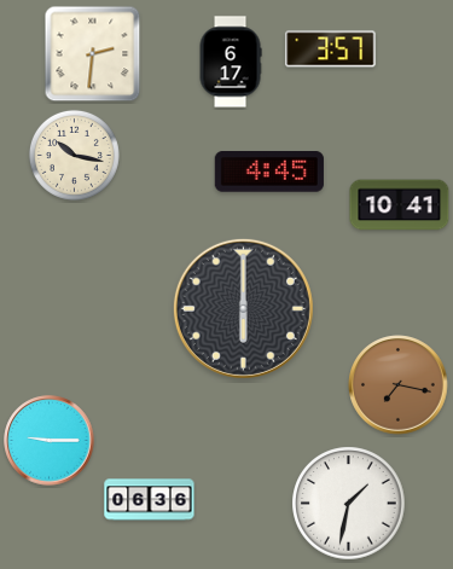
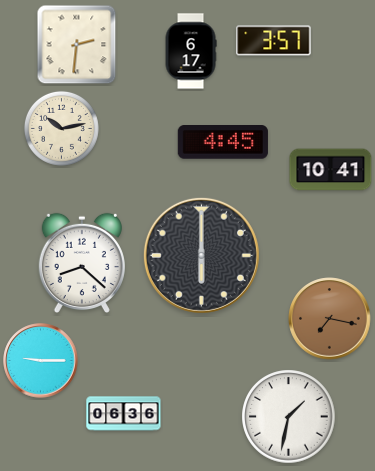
clock at (74, 155): 10:17 -> 10:13
clock at (82, 263): none -> 8:22
clock at (50, 441) position: (50, 441) -> (41, 361)
